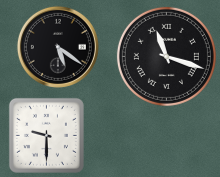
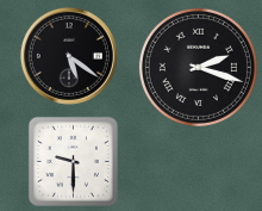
clock at (166, 56): 11:18 -> 2:18
clock at (46, 135) position: (46, 135) -> (73, 161)
